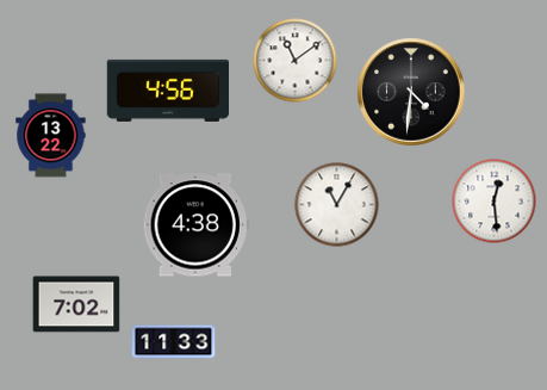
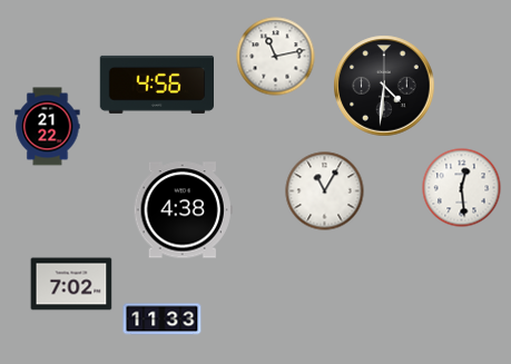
clock at (296, 61): 11:09 -> 11:13
clock at (51, 136): 13:22 -> 21:22
clock at (337, 205) position: (337, 205) -> (325, 191)
